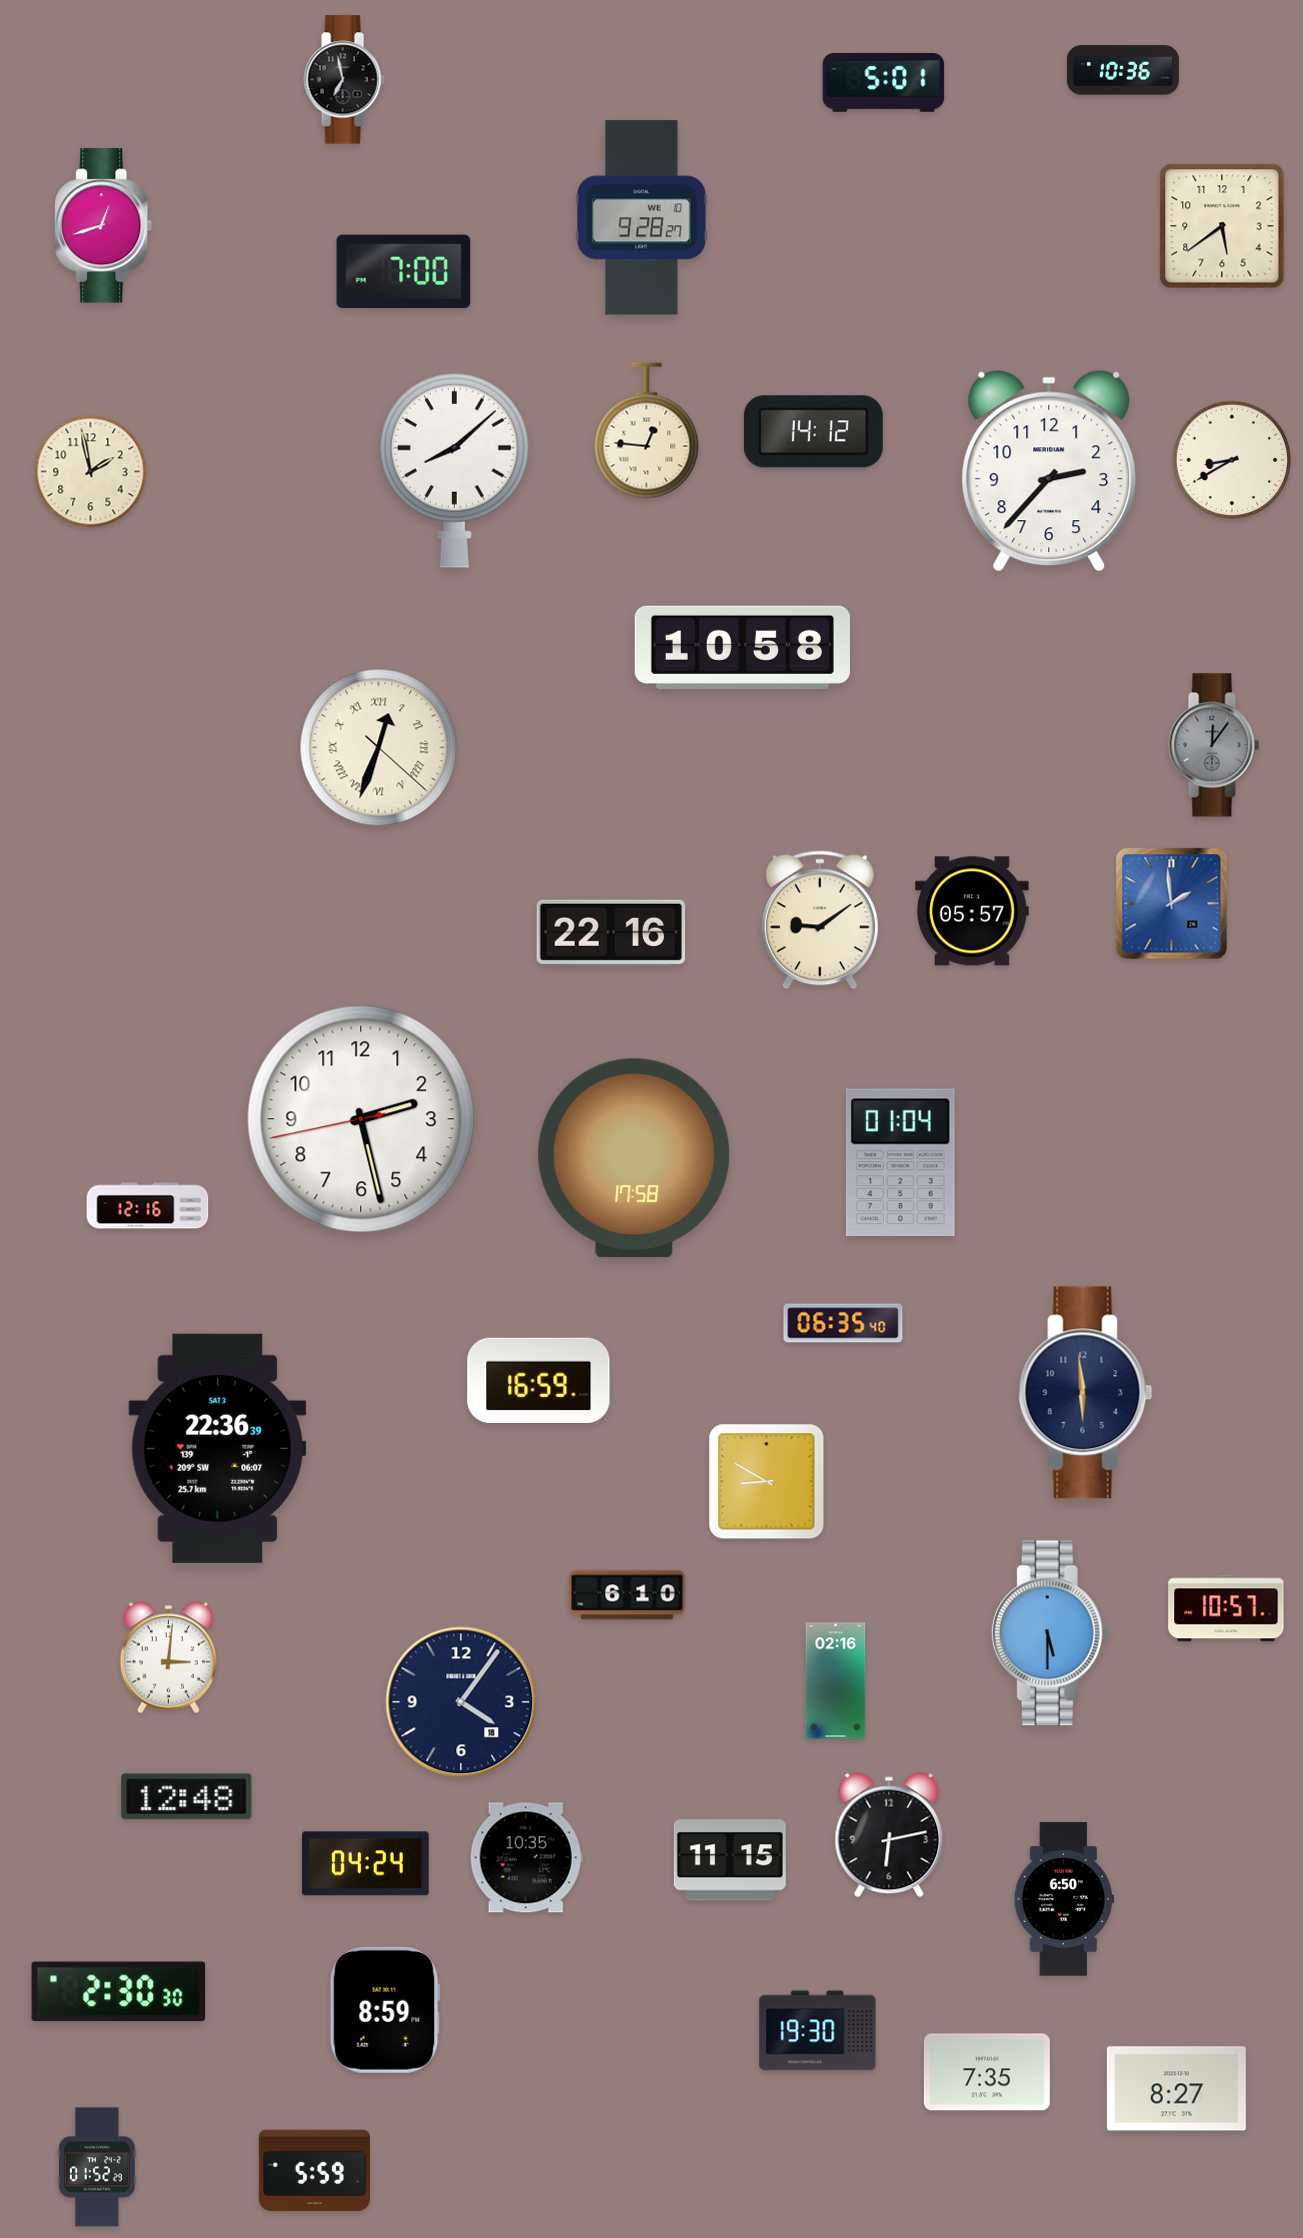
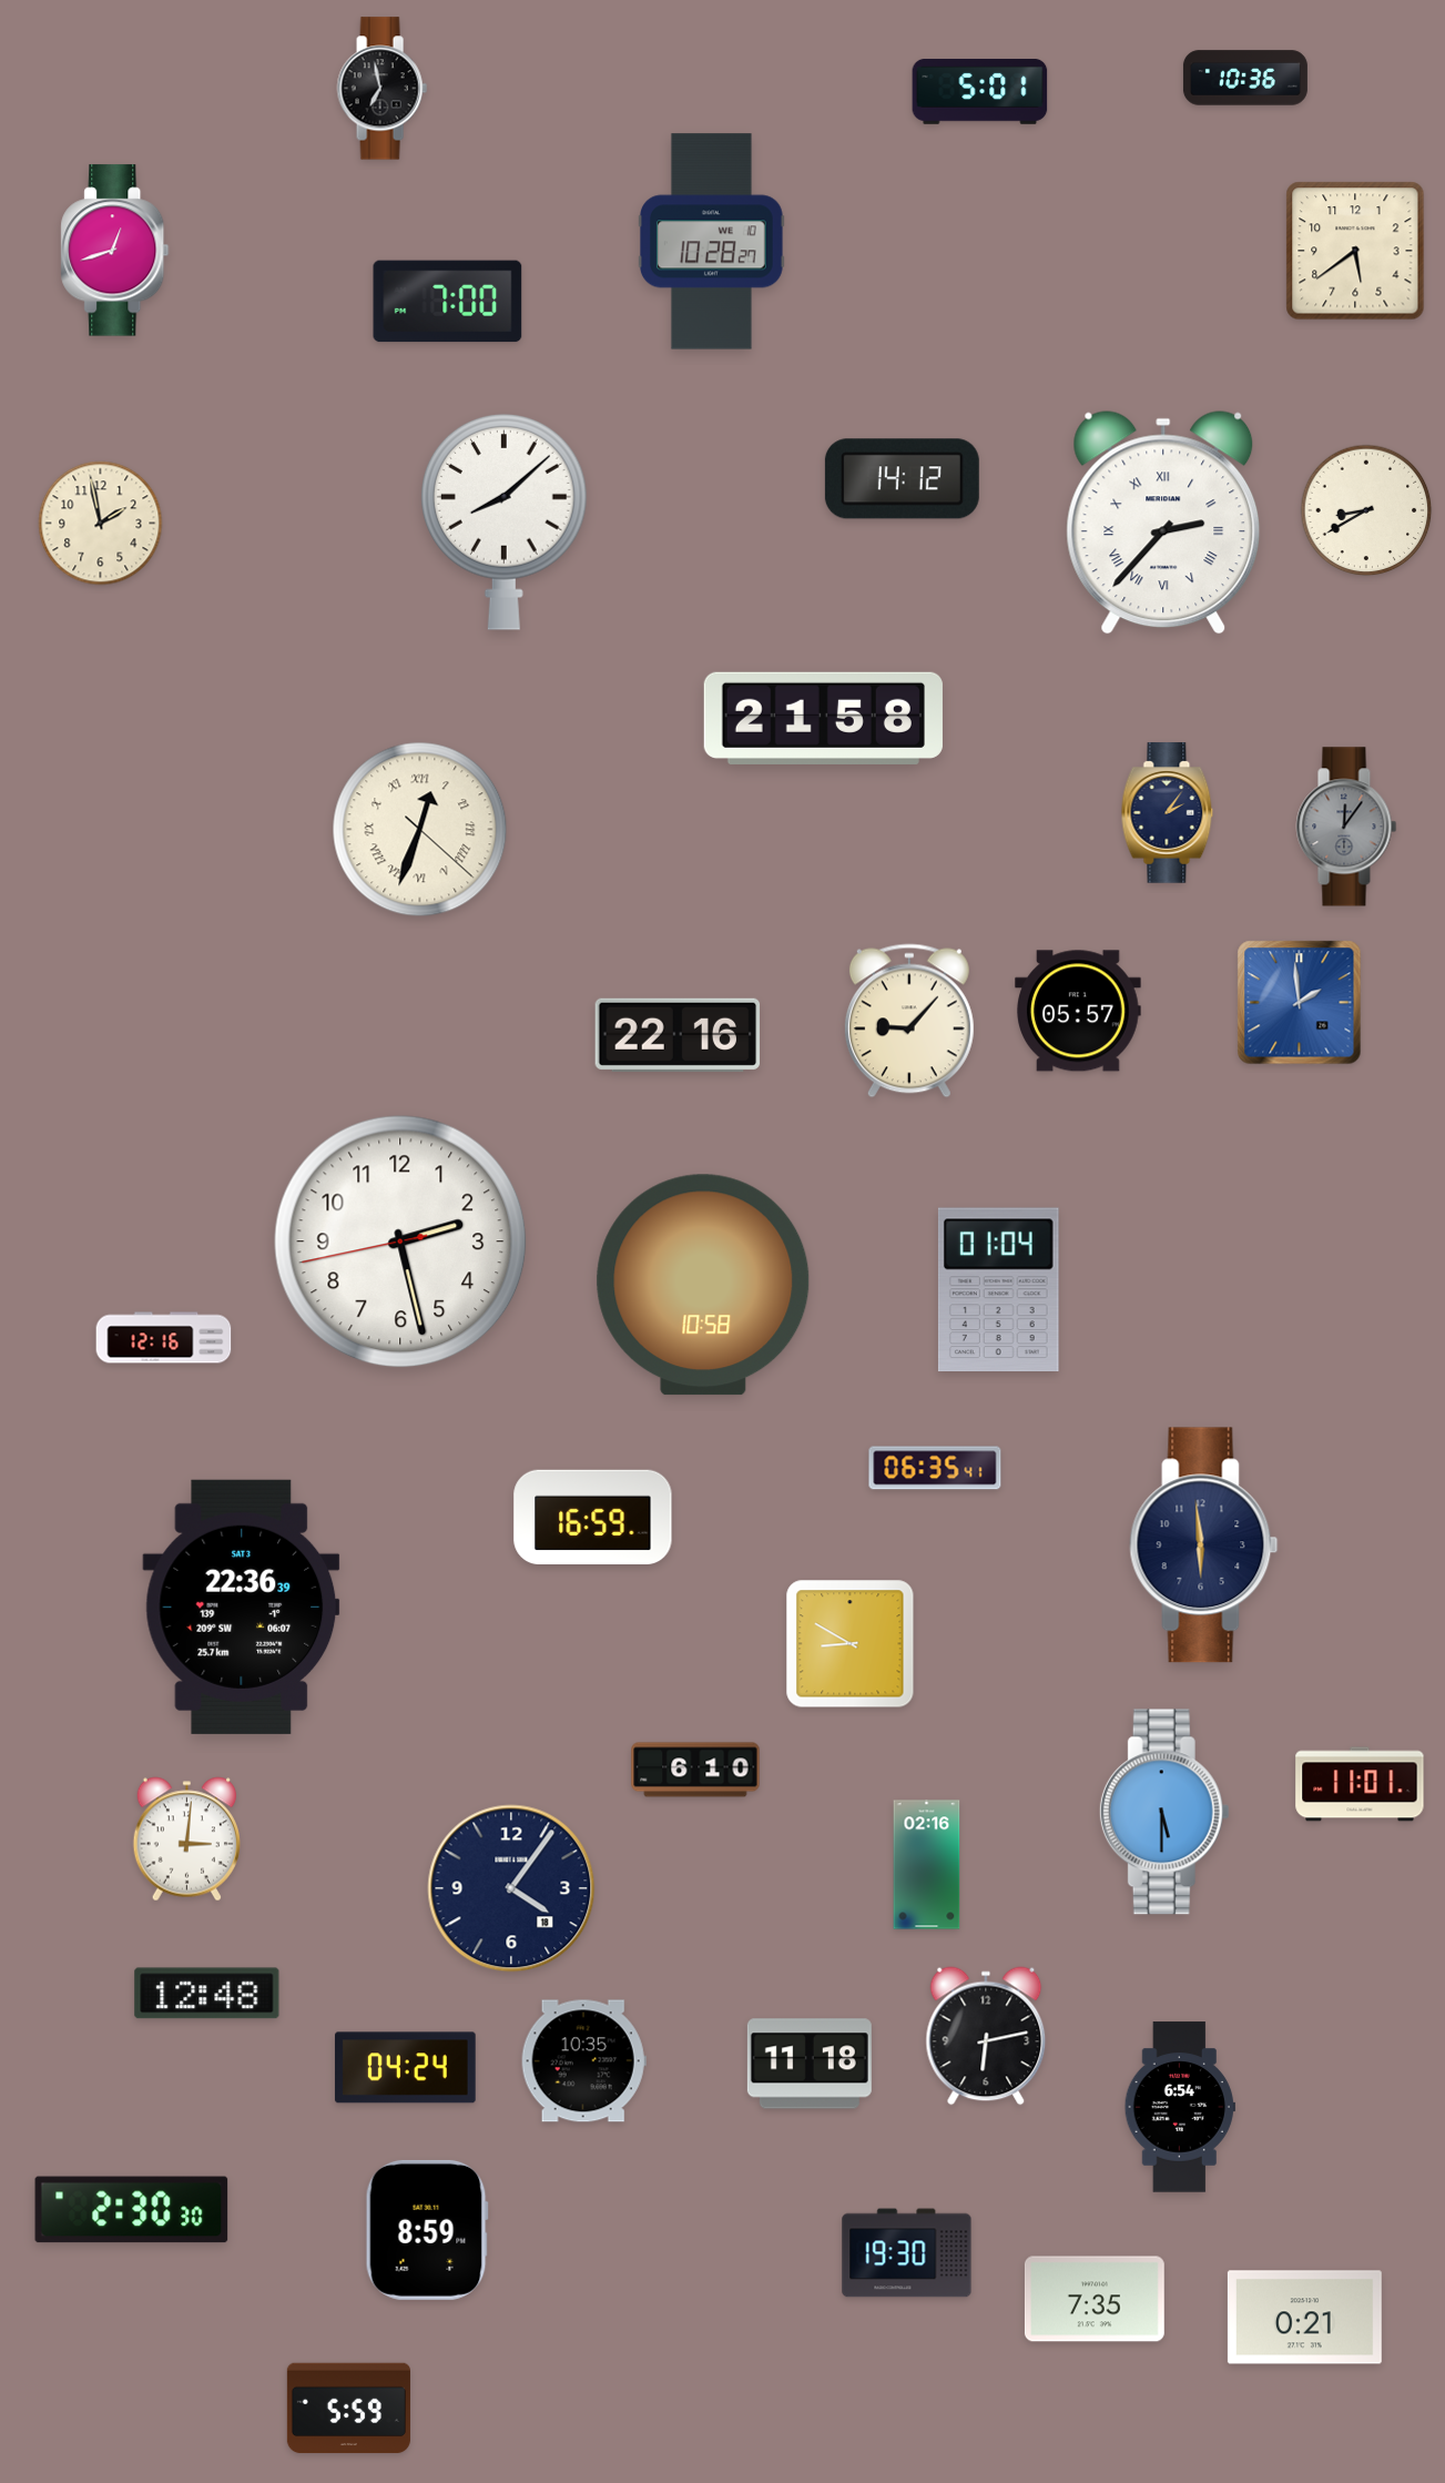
clock at (641, 218): 9:28 -> 10:28
clock at (647, 431): 12:46 -> none
clock at (1049, 471) numerals: Arabic -> Roman
clock at (742, 647): 10:58 -> 21:58
clock at (1168, 813): none -> 2:06
clock at (820, 920): 9:09 -> 9:07
clock at (634, 1158): 17:58 -> 10:58
clock at (843, 1323): 06:35:40 -> 06:35:41
clock at (539, 1380) position: (539, 1380) -> (593, 1517)
clock at (1226, 1608): 10:57 -> 11:01
clock at (730, 1860): 11:15 -> 11:18
clock at (1064, 1899): 6:50 -> 6:54
clock at (1176, 2089): 8:27 -> 0:21
clock at (97, 2167): 01:52 -> none
